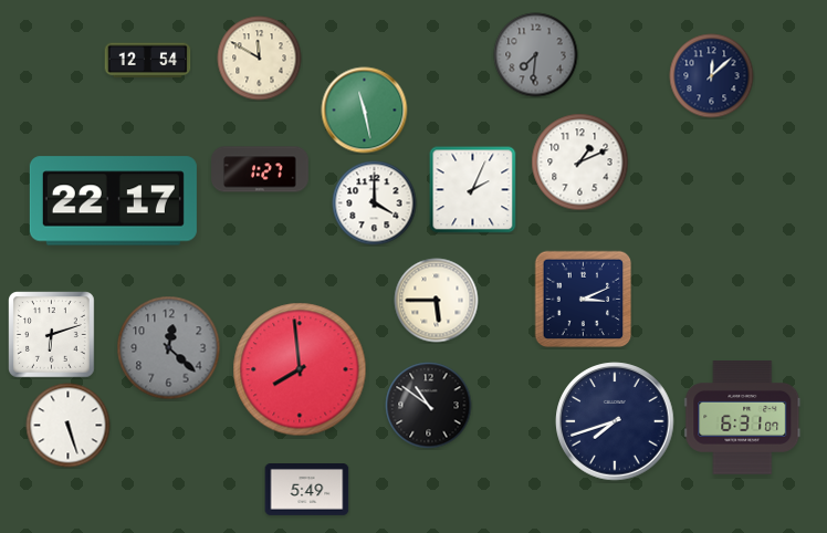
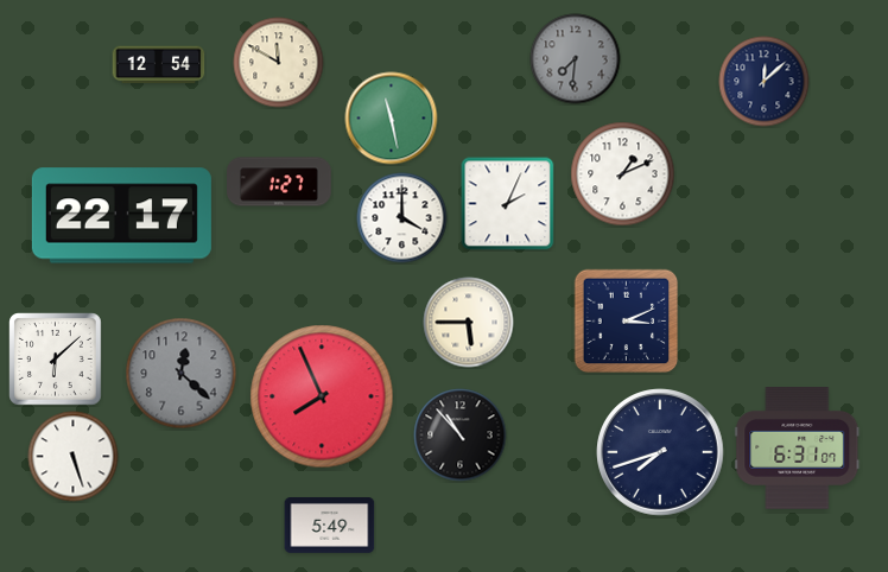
clock at (52, 335): 6:12 -> 6:08
clock at (300, 369): 7:59 -> 7:56
clock at (429, 406): 10:51 -> 10:53
